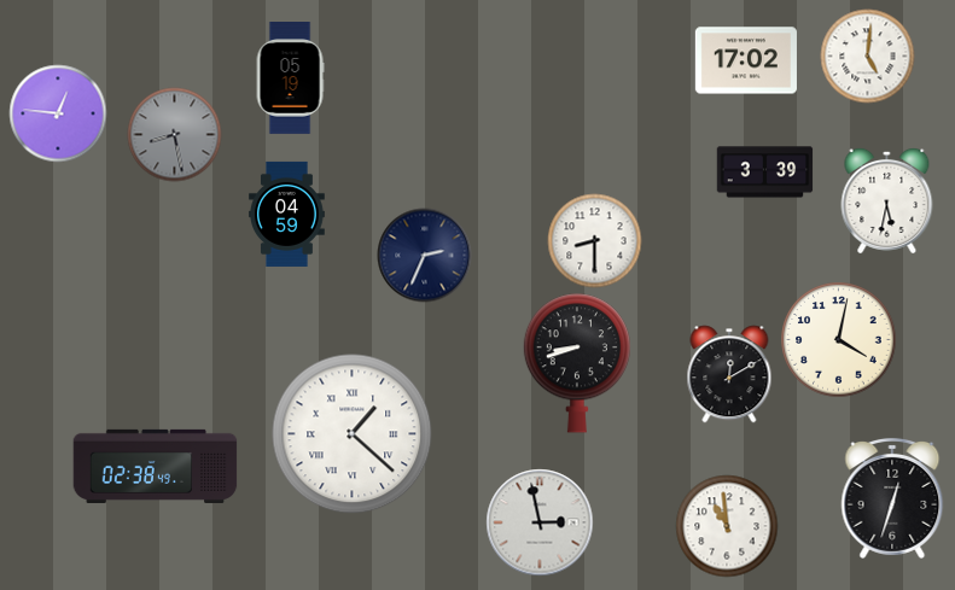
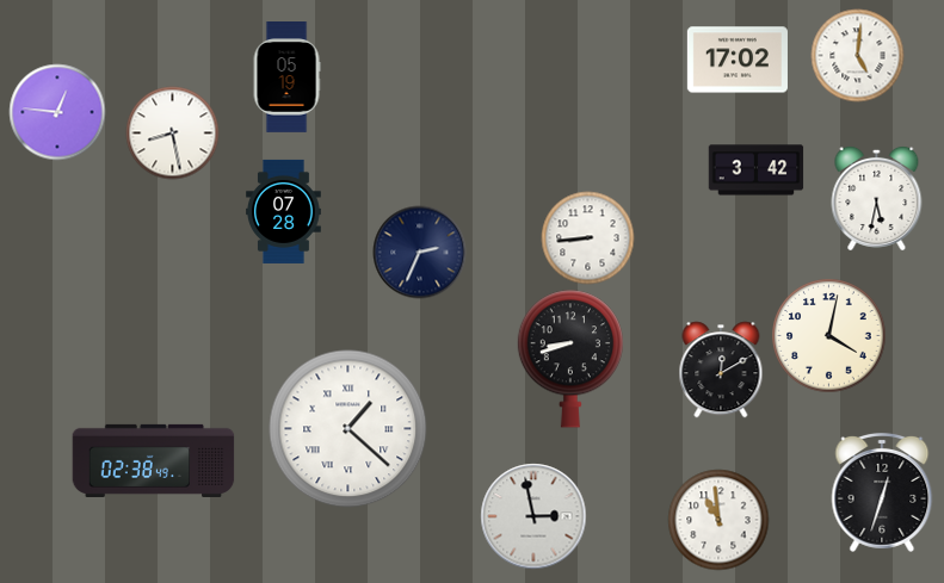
clock at (174, 134) dial: grey -> white
clock at (764, 173): 3:39 -> 3:42
clock at (287, 214): 04:59 -> 07:28
clock at (594, 240): 8:30 -> 8:44
